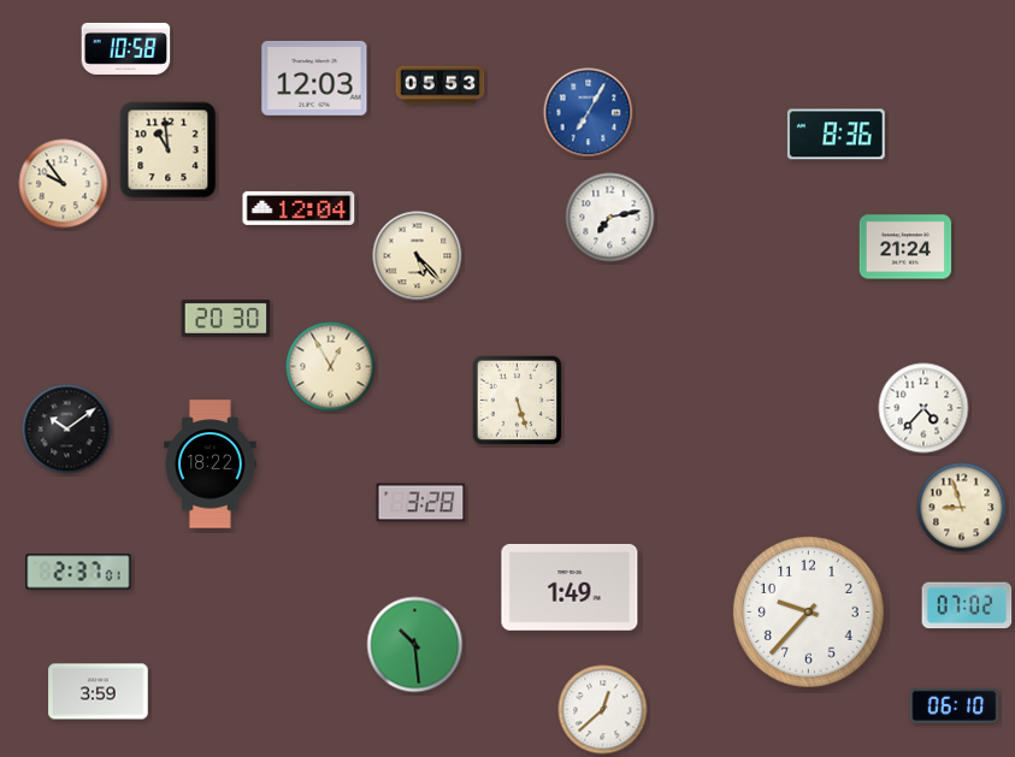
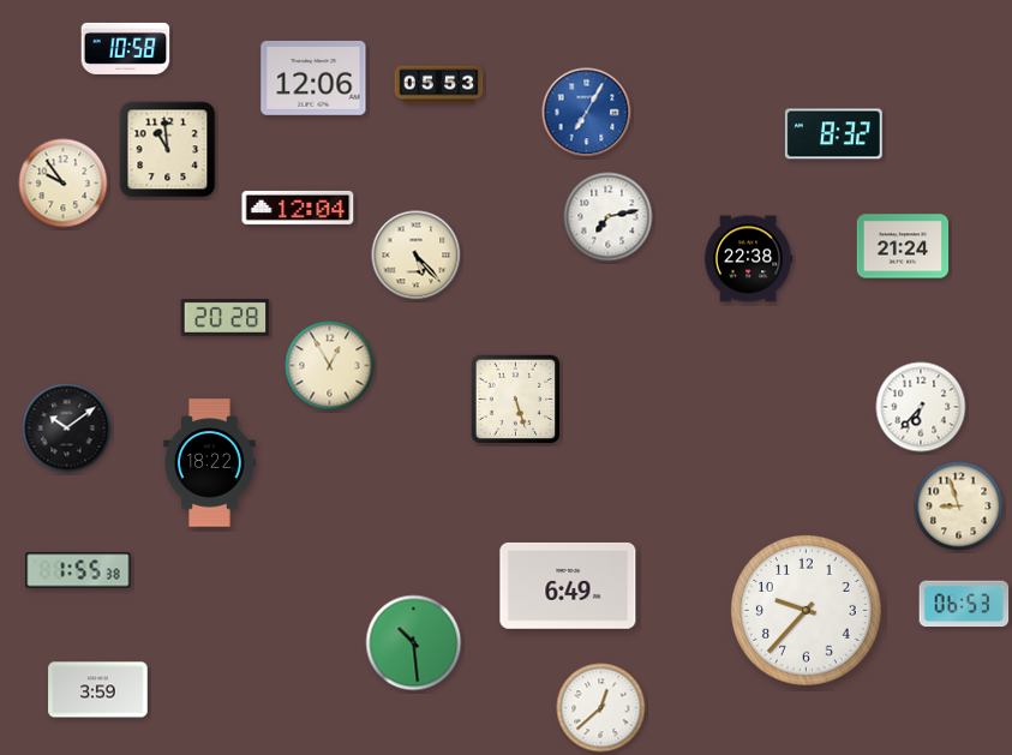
clock at (314, 78): 12:03 -> 12:06
clock at (836, 135): 8:36 -> 8:32
clock at (748, 259): none -> 22:38
clock at (226, 318): 20:30 -> 20:28
clock at (923, 408): 4:37 -> 6:37
clock at (421, 503): 3:28 -> none
clock at (78, 572): 2:37 -> 1:55
clock at (570, 587): 1:49 -> 6:49
clock at (967, 605): 07:02 -> 06:53
clock at (955, 705): 06:10 -> none
